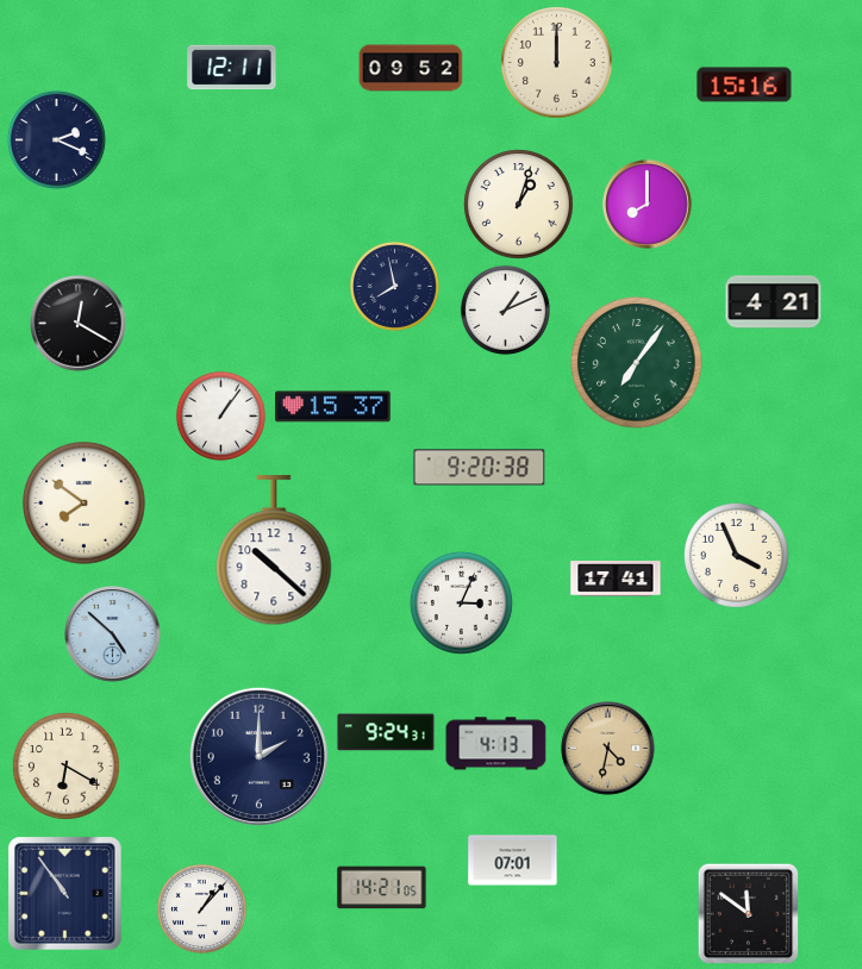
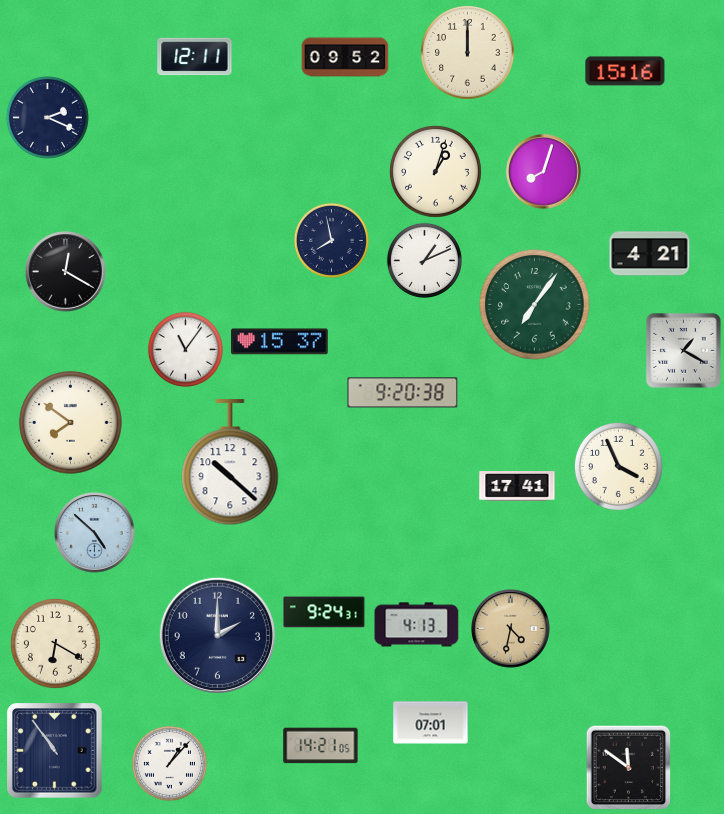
clock at (648, 205): 8:00 -> 8:03
clock at (220, 415): 1:06 -> 11:06
clock at (683, 350): none -> 1:20
clock at (461, 602): 3:04 -> none
clock at (386, 732) position: (386, 732) -> (324, 612)
